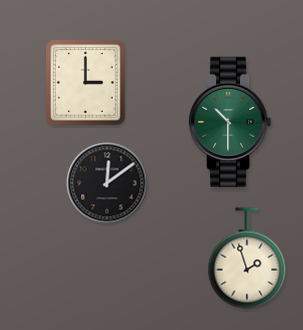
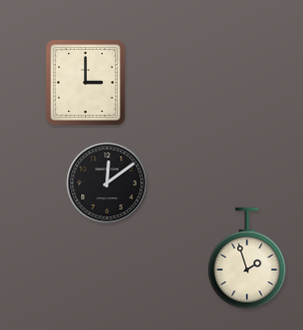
clock at (231, 122): 10:30 -> none
